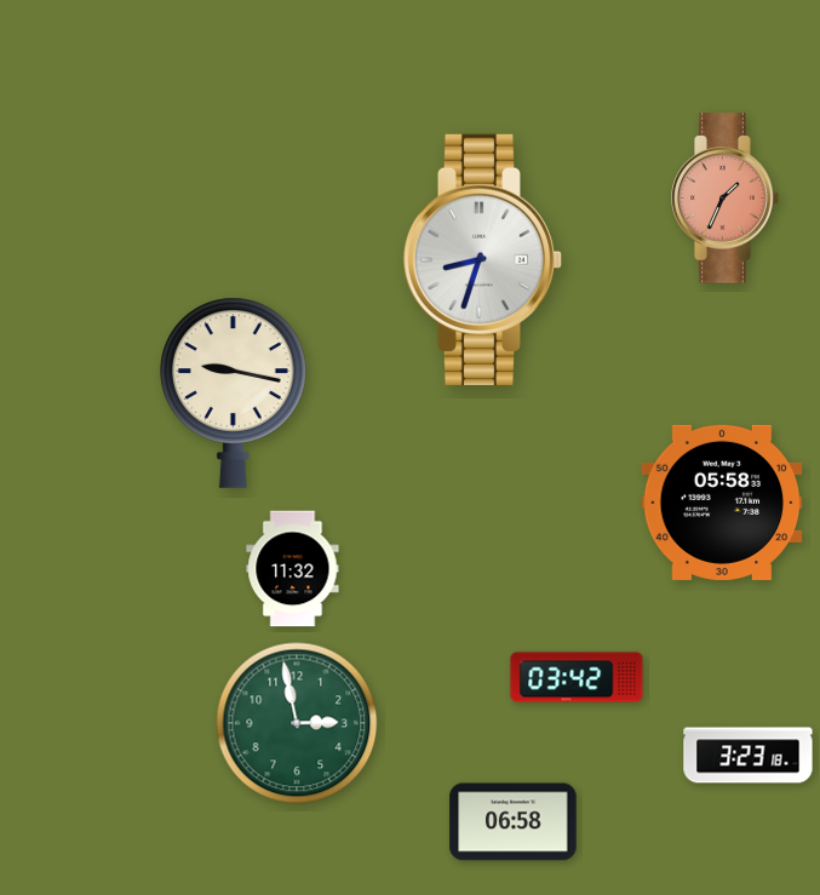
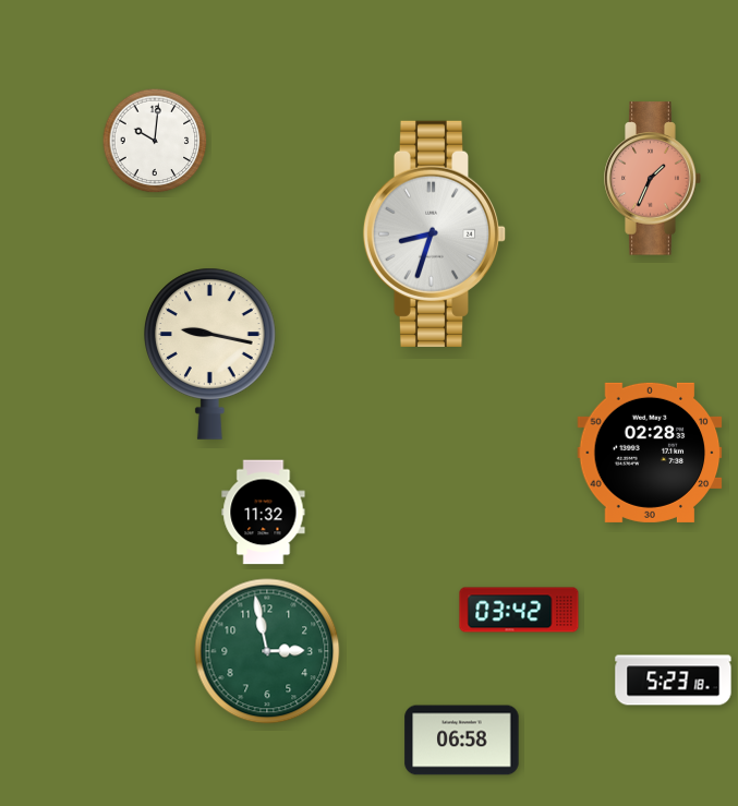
clock at (155, 141): none -> 10:01
clock at (722, 503): 05:58 -> 02:28
clock at (749, 756): 3:23 -> 5:23
